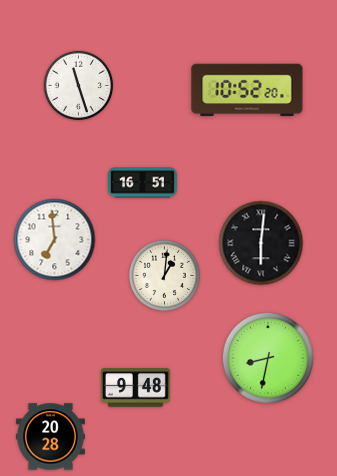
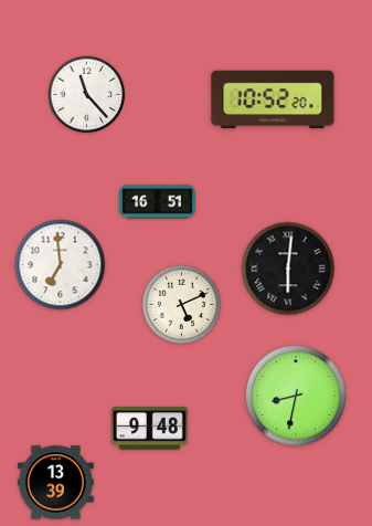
clock at (79, 86): 11:27 -> 11:23
clock at (164, 275): 1:01 -> 5:11
clock at (50, 437): 20:28 -> 13:39
